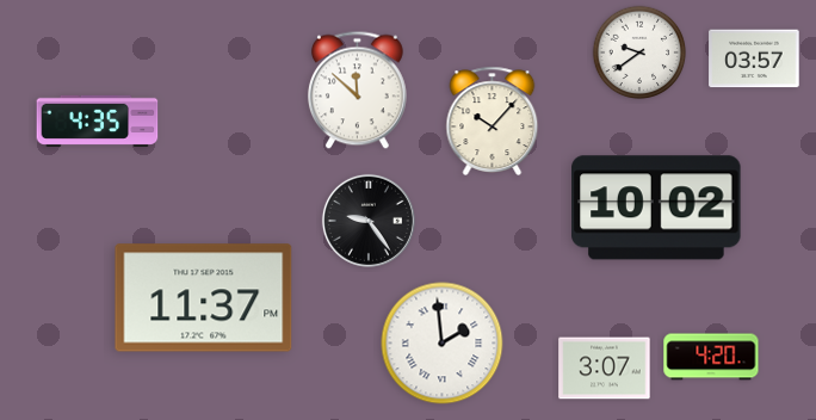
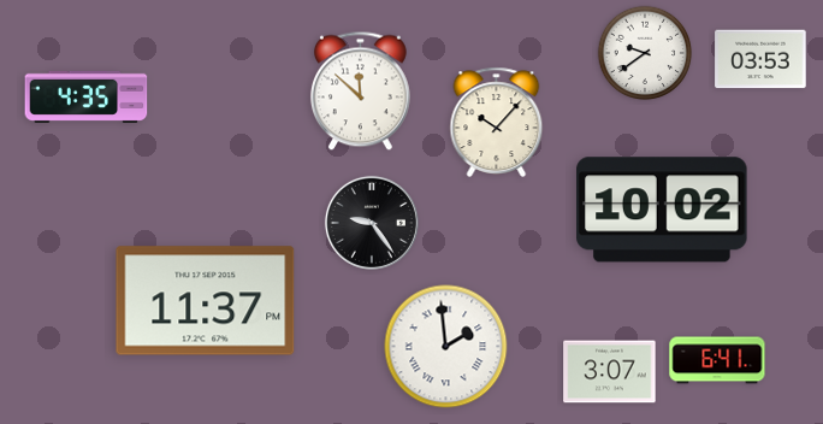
clock at (754, 58): 03:57 -> 03:53
clock at (98, 121) position: (98, 121) -> (87, 96)
clock at (711, 357): 4:20 -> 6:41
